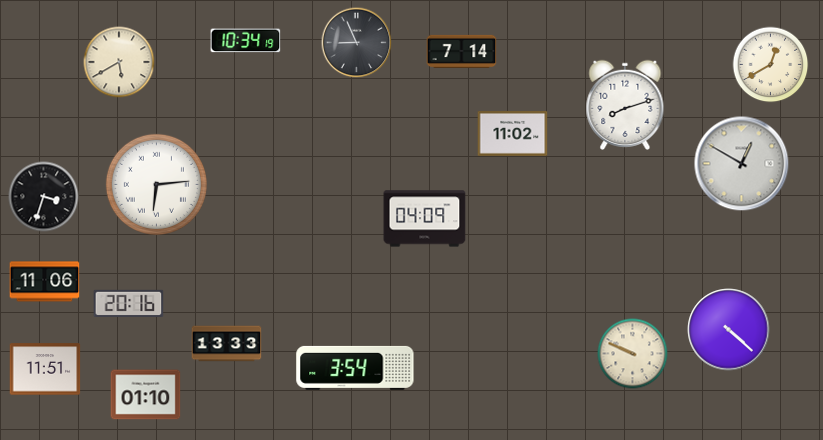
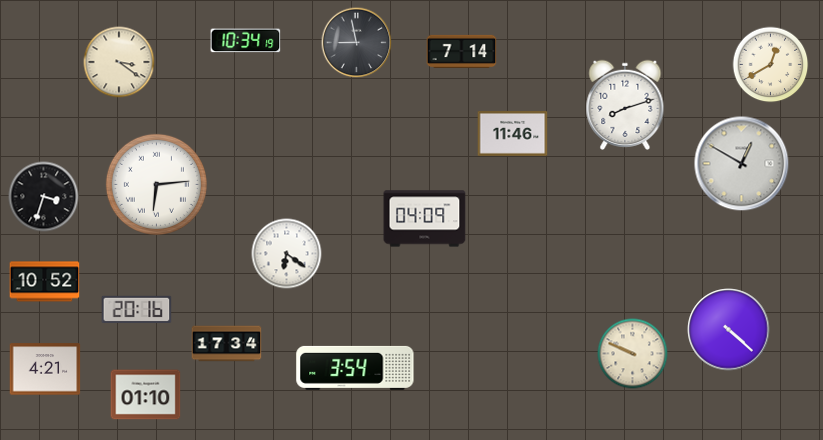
clock at (357, 43): 8:56 -> 8:58
clock at (119, 62): 5:40 -> 3:21
clock at (513, 133): 11:02 -> 11:46
clock at (287, 254): none -> 6:21
clock at (45, 282): 11:06 -> 10:52
clock at (129, 304) position: (129, 304) -> (137, 310)
clock at (227, 344): 13:33 -> 17:34
clock at (45, 369): 11:51 -> 4:21
